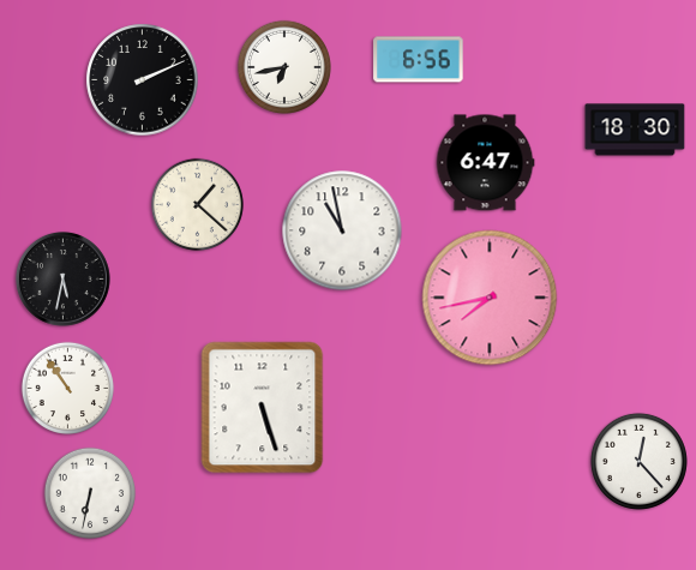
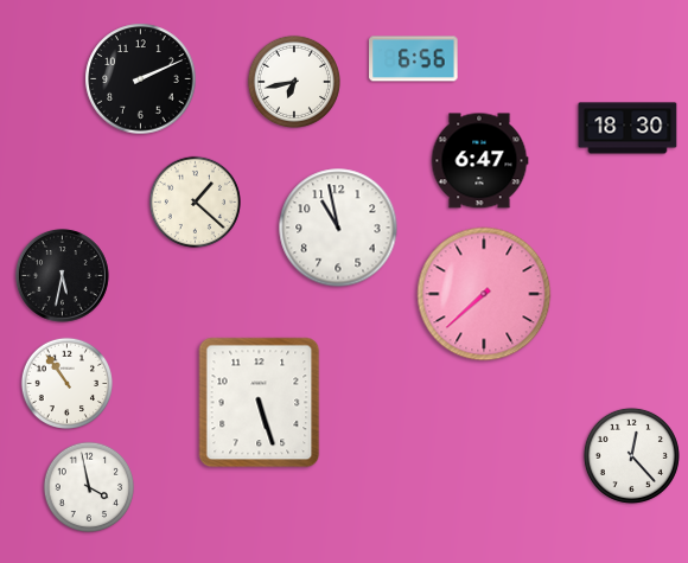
clock at (283, 66) position: (283, 66) -> (293, 81)
clock at (490, 298): 7:43 -> 7:38
clock at (90, 493): 6:32 -> 3:58
